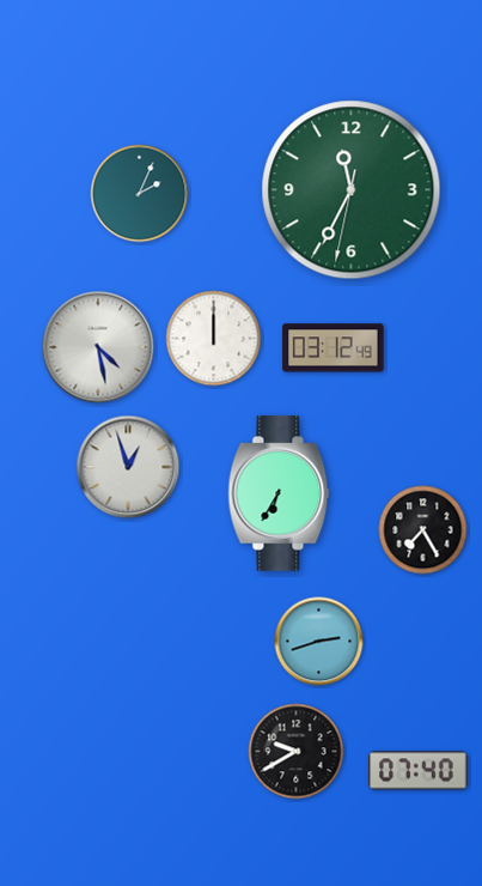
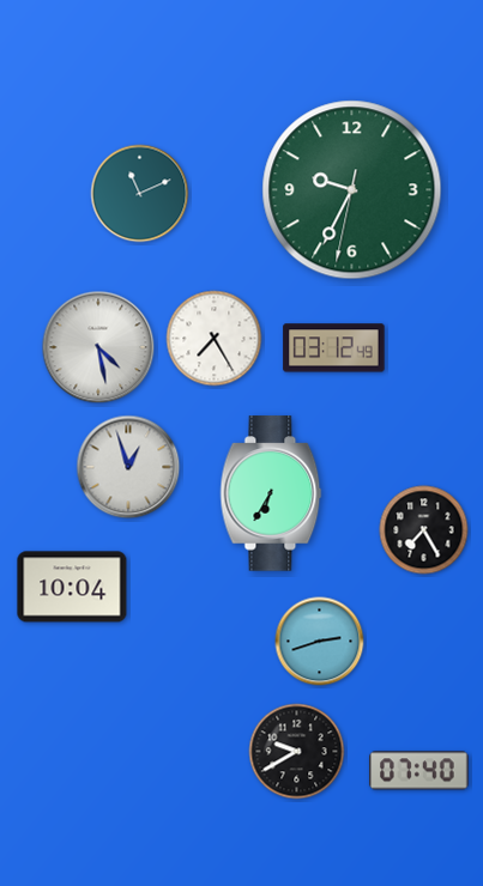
clock at (352, 190): 11:34 -> 9:34
clock at (140, 194): 2:04 -> 11:11
clock at (214, 339): 12:00 -> 7:25
clock at (279, 493) position: (279, 493) -> (271, 493)
clock at (72, 587): none -> 10:04
